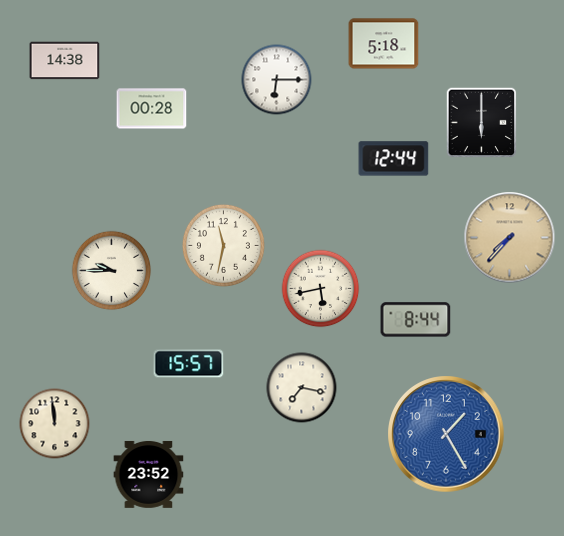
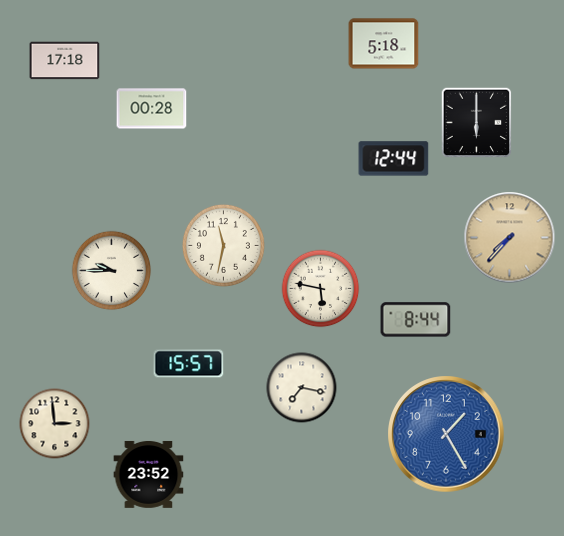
clock at (65, 61): 14:38 -> 17:18
clock at (277, 80): 6:15 -> none
clock at (482, 123) position: (482, 123) -> (477, 123)
clock at (321, 289): 5:43 -> 5:47
clock at (55, 424): 11:59 -> 2:59
